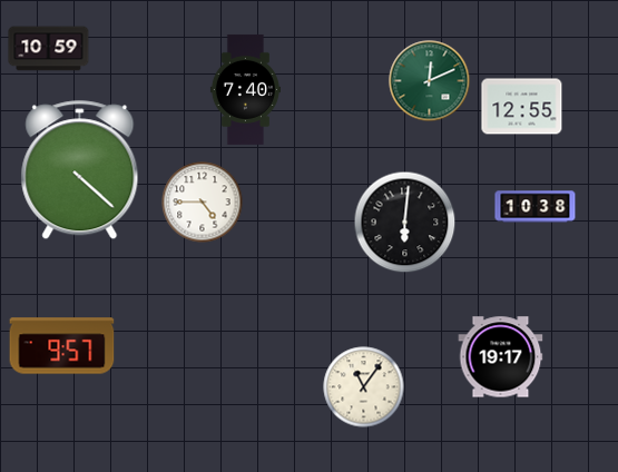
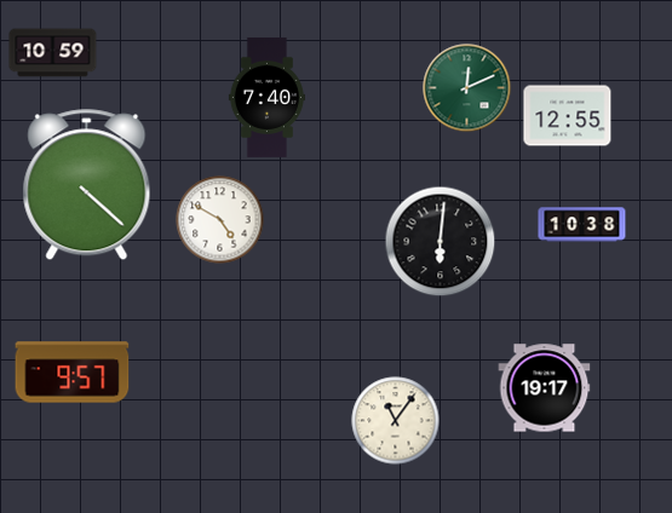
clock at (203, 203): 4:45 -> 4:50
clock at (62, 346) position: (62, 346) -> (73, 373)
